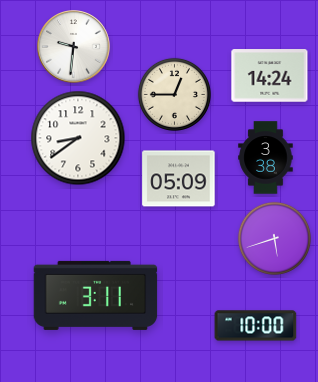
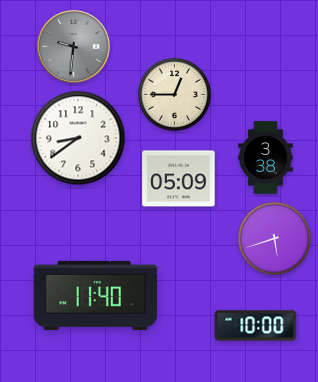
clock at (74, 47) dial: white -> grey
clock at (270, 76): 14:24 -> none
clock at (96, 295): 3:11 -> 11:40
